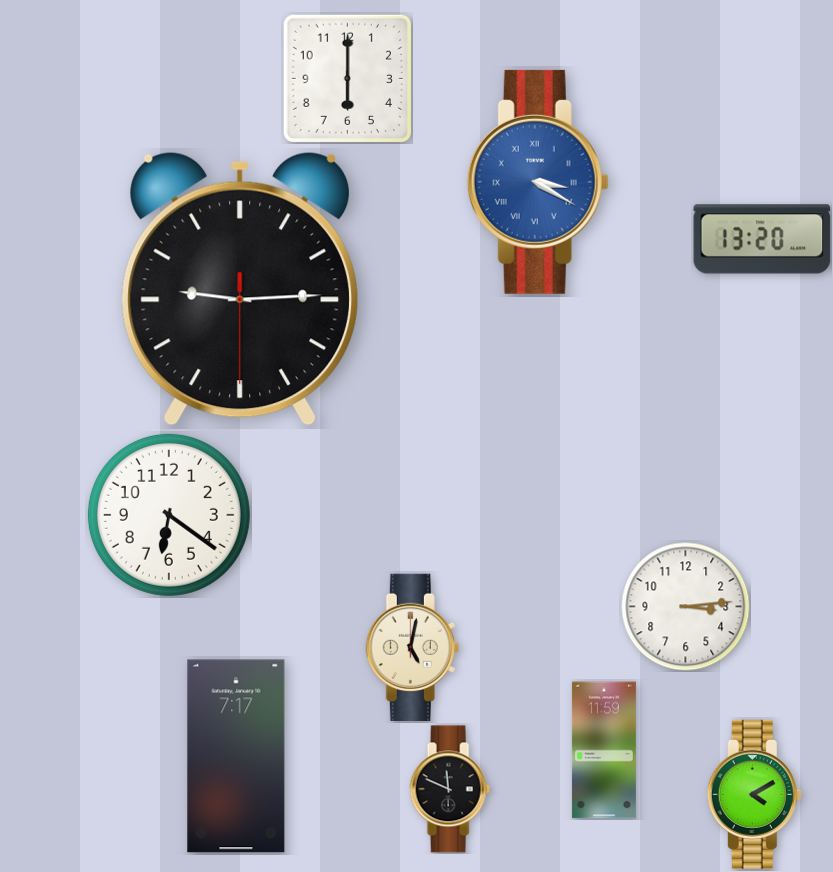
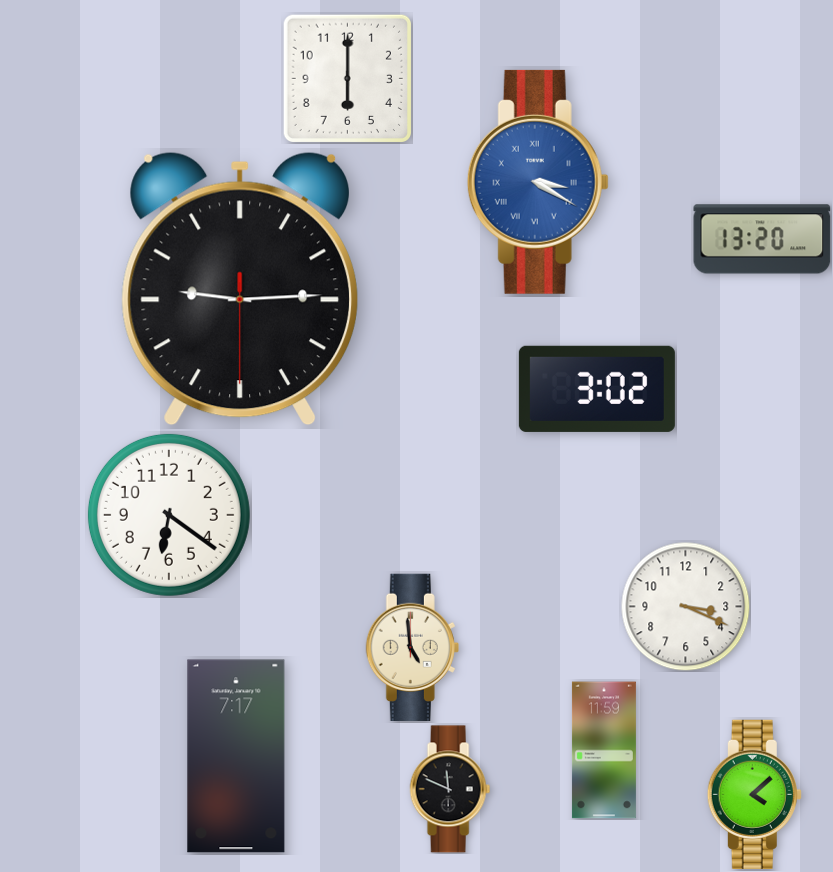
clock at (597, 389): none -> 3:02
clock at (685, 606): 3:14 -> 3:19
clock at (412, 647): 5:02 -> 4:59
clock at (754, 794): 4:10 -> 4:08
